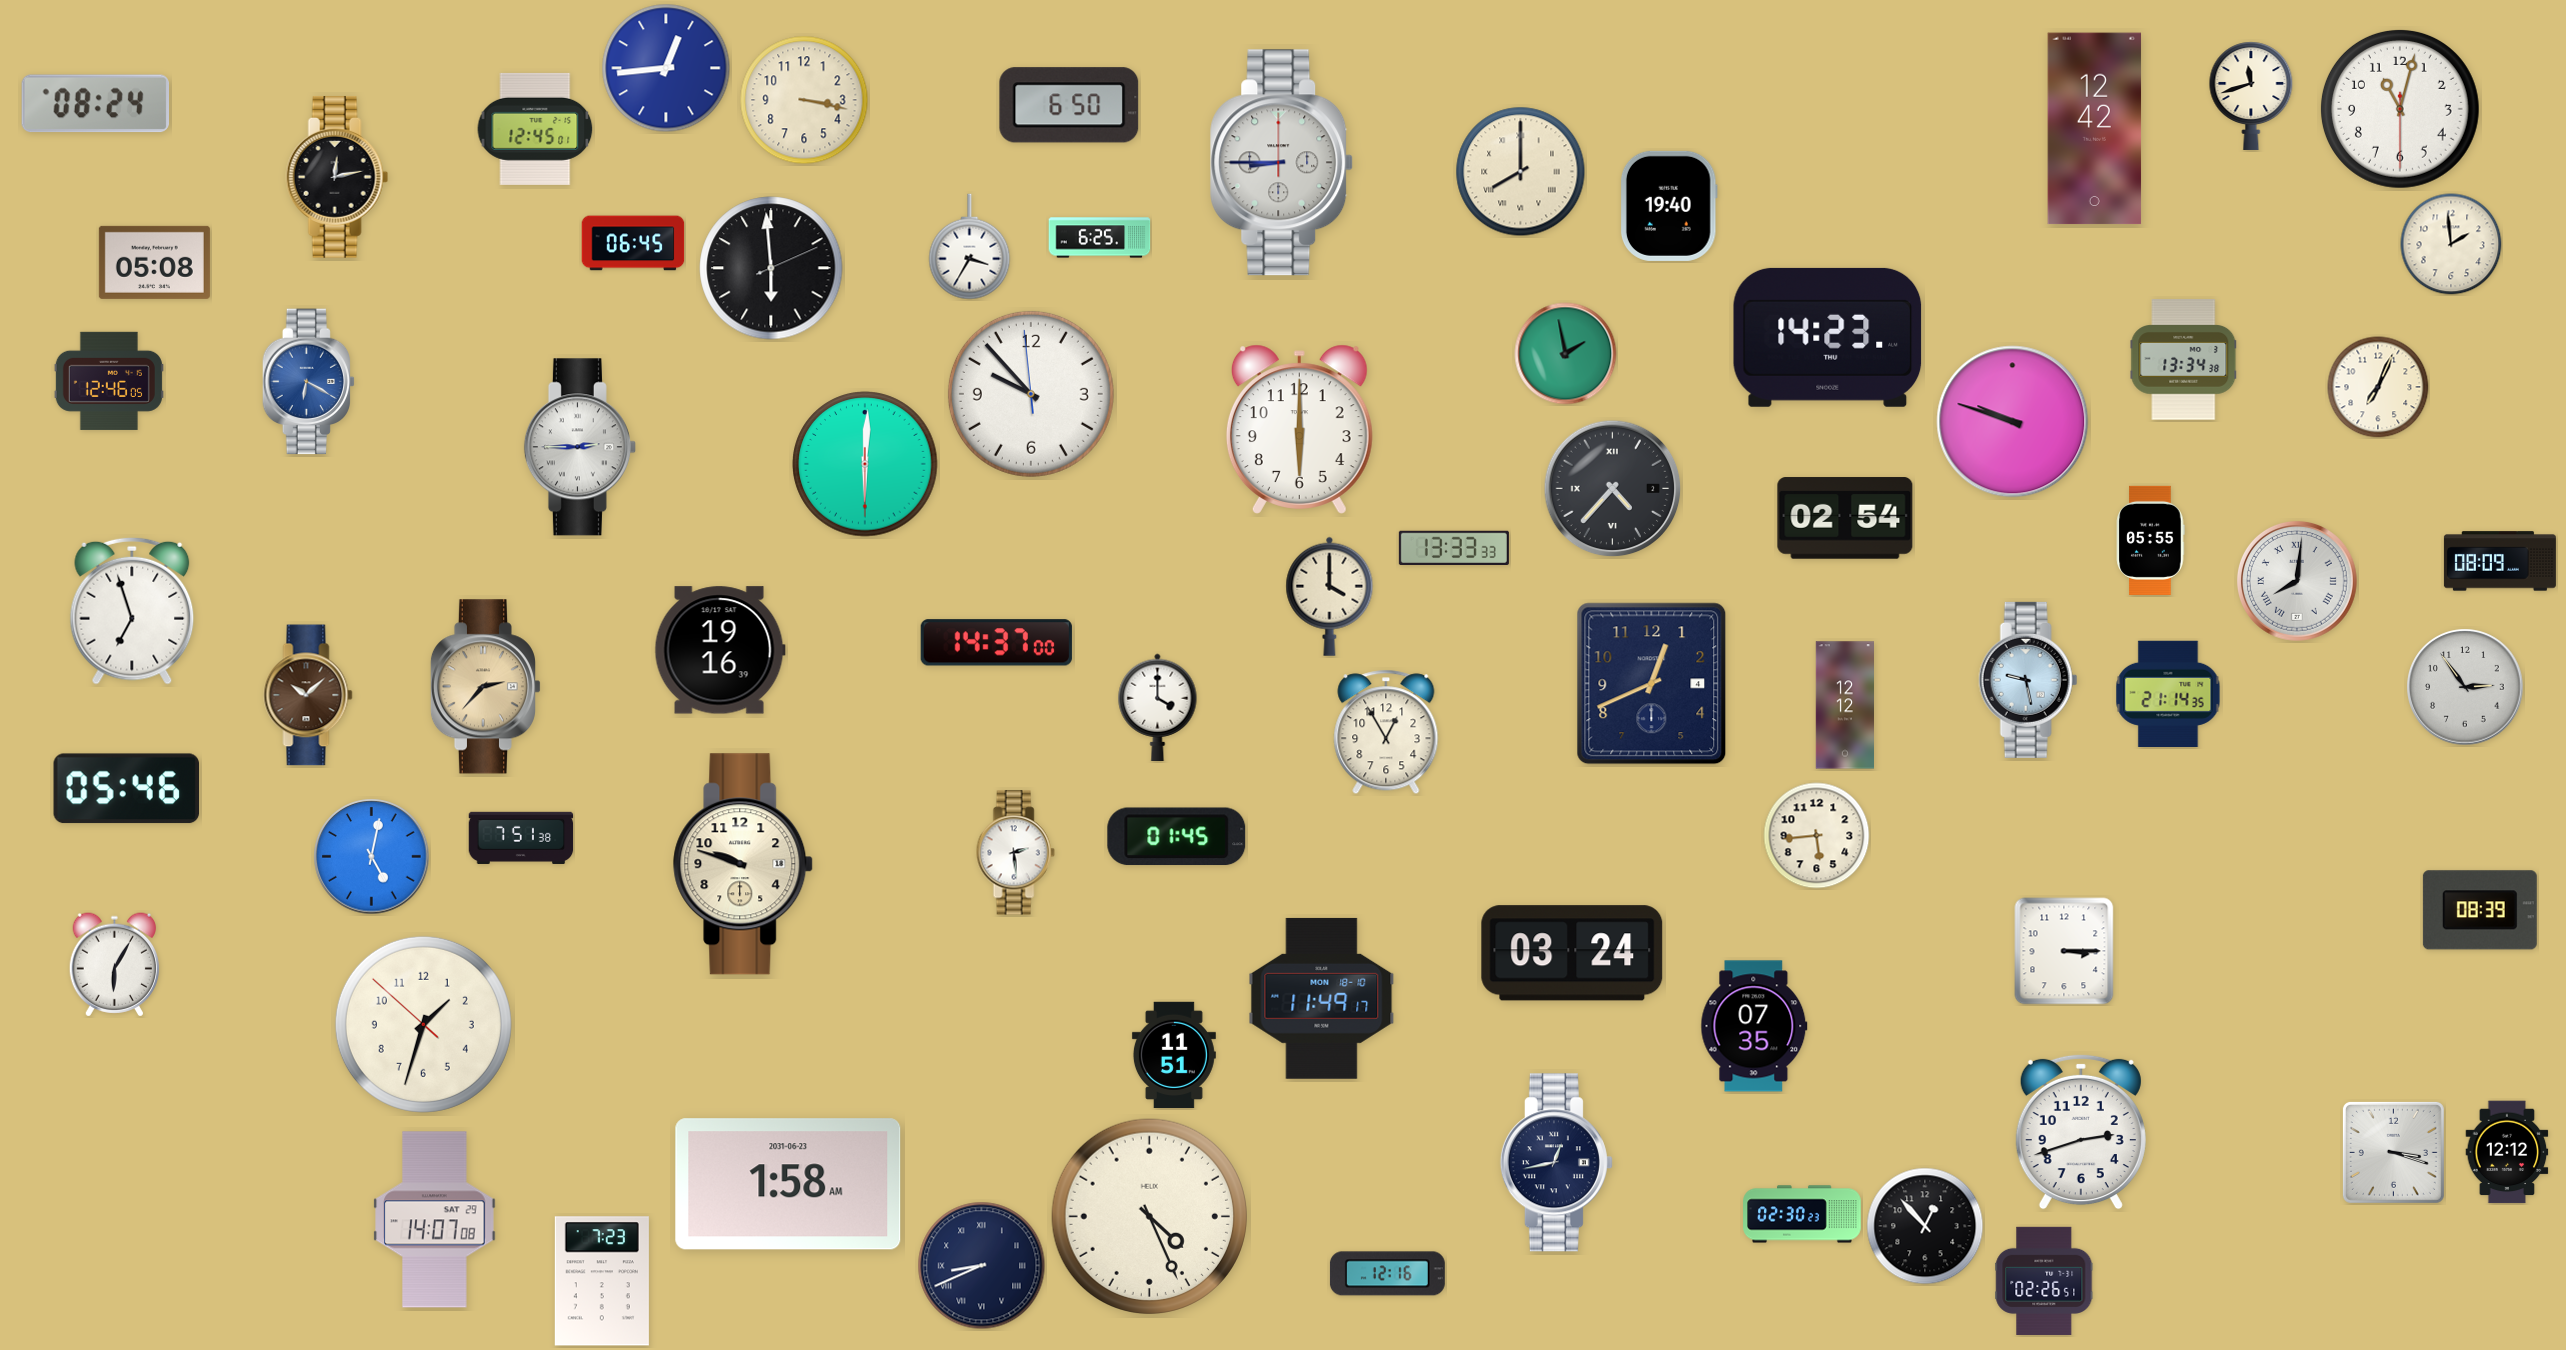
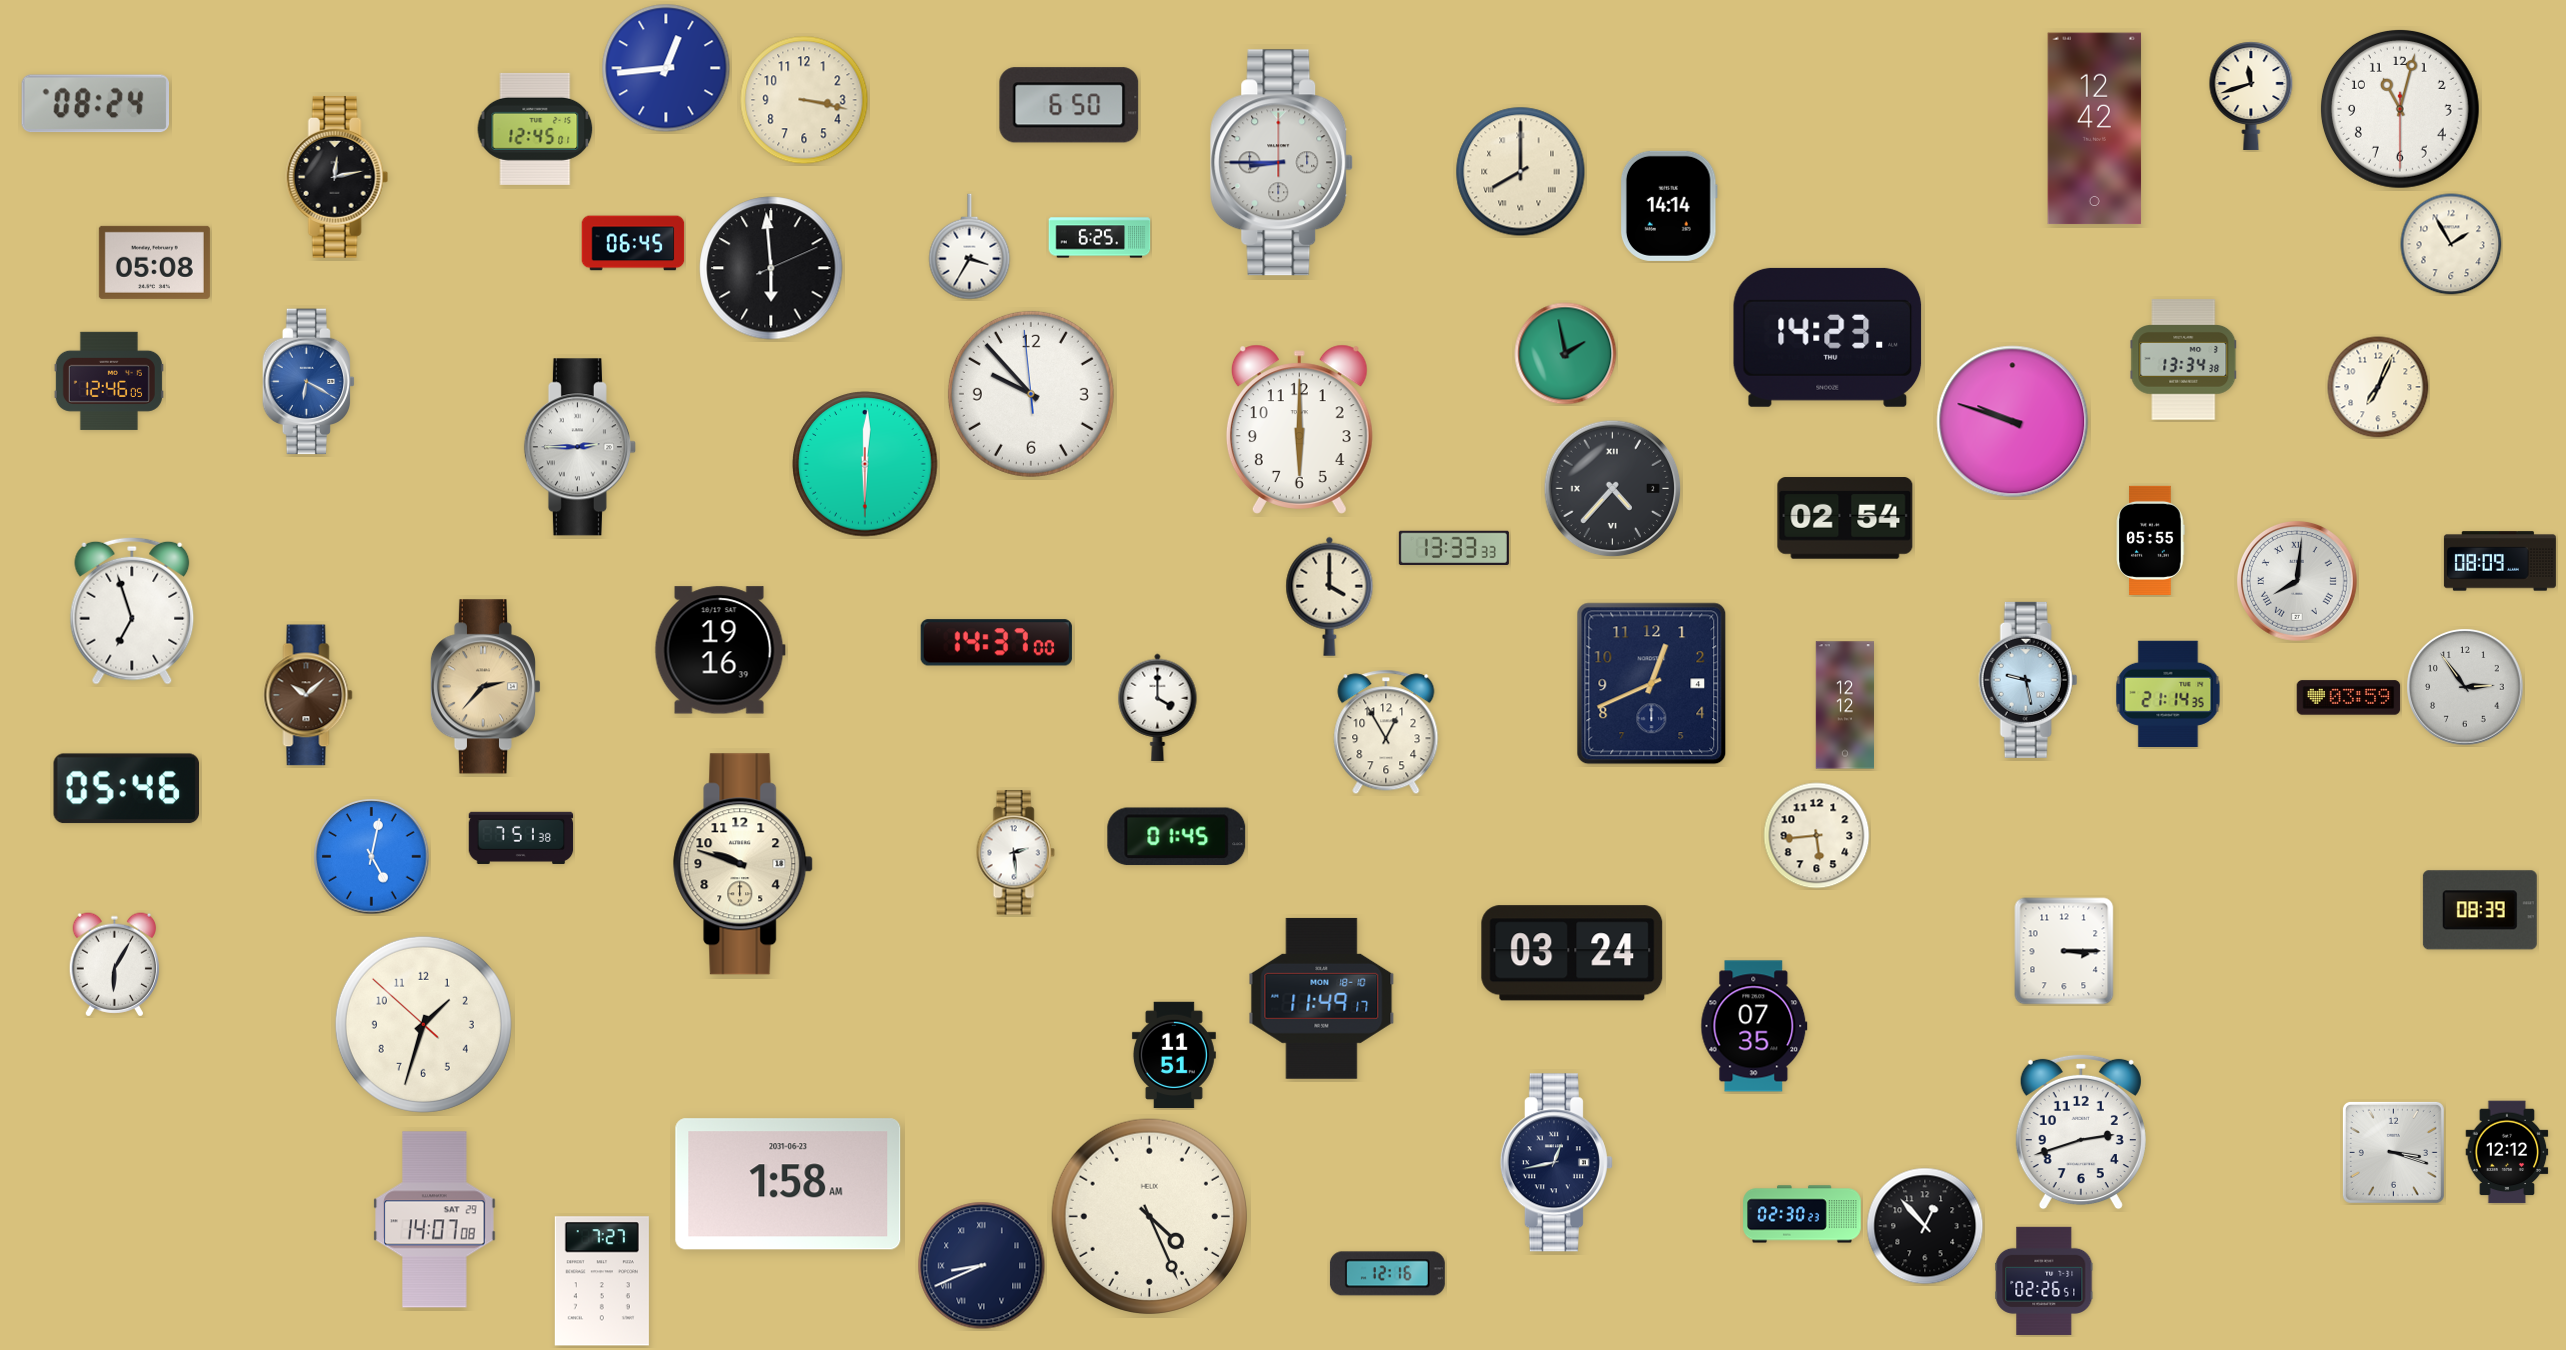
clock at (1669, 206): 19:40 -> 14:14
clock at (2451, 244): 1:59 -> 1:55
clock at (2349, 698): none -> 03:59
clock at (602, 1281): 7:23 -> 7:27
